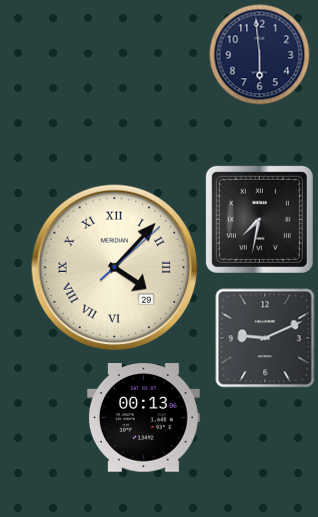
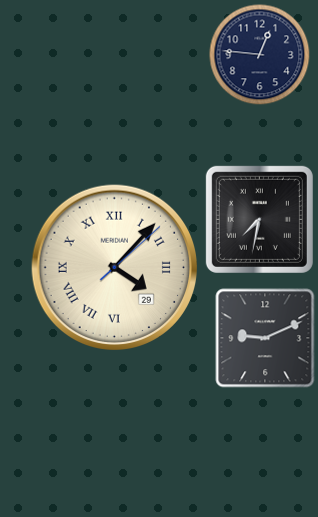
clock at (260, 55): 5:59 -> 12:46
clock at (144, 418): 00:13 -> none
